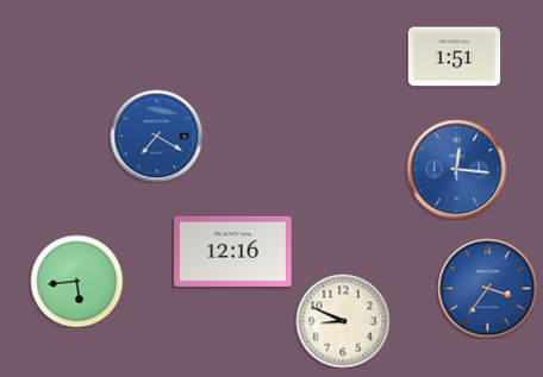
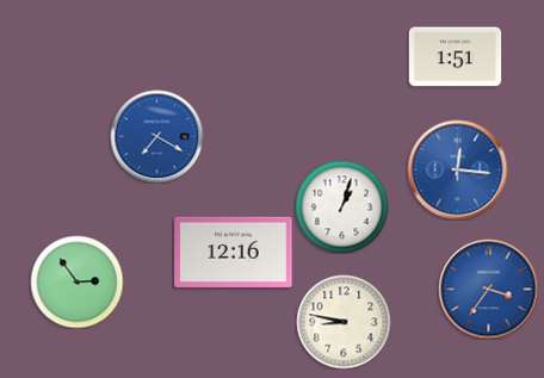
clock at (341, 206): none -> 1:03
clock at (76, 281): 5:44 -> 2:54
clock at (343, 321): 8:49 -> 8:47
